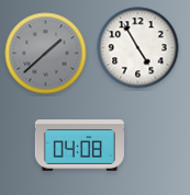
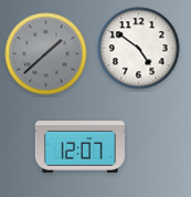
clock at (138, 48): 4:55 -> 4:51
clock at (79, 146): 04:08 -> 12:07
